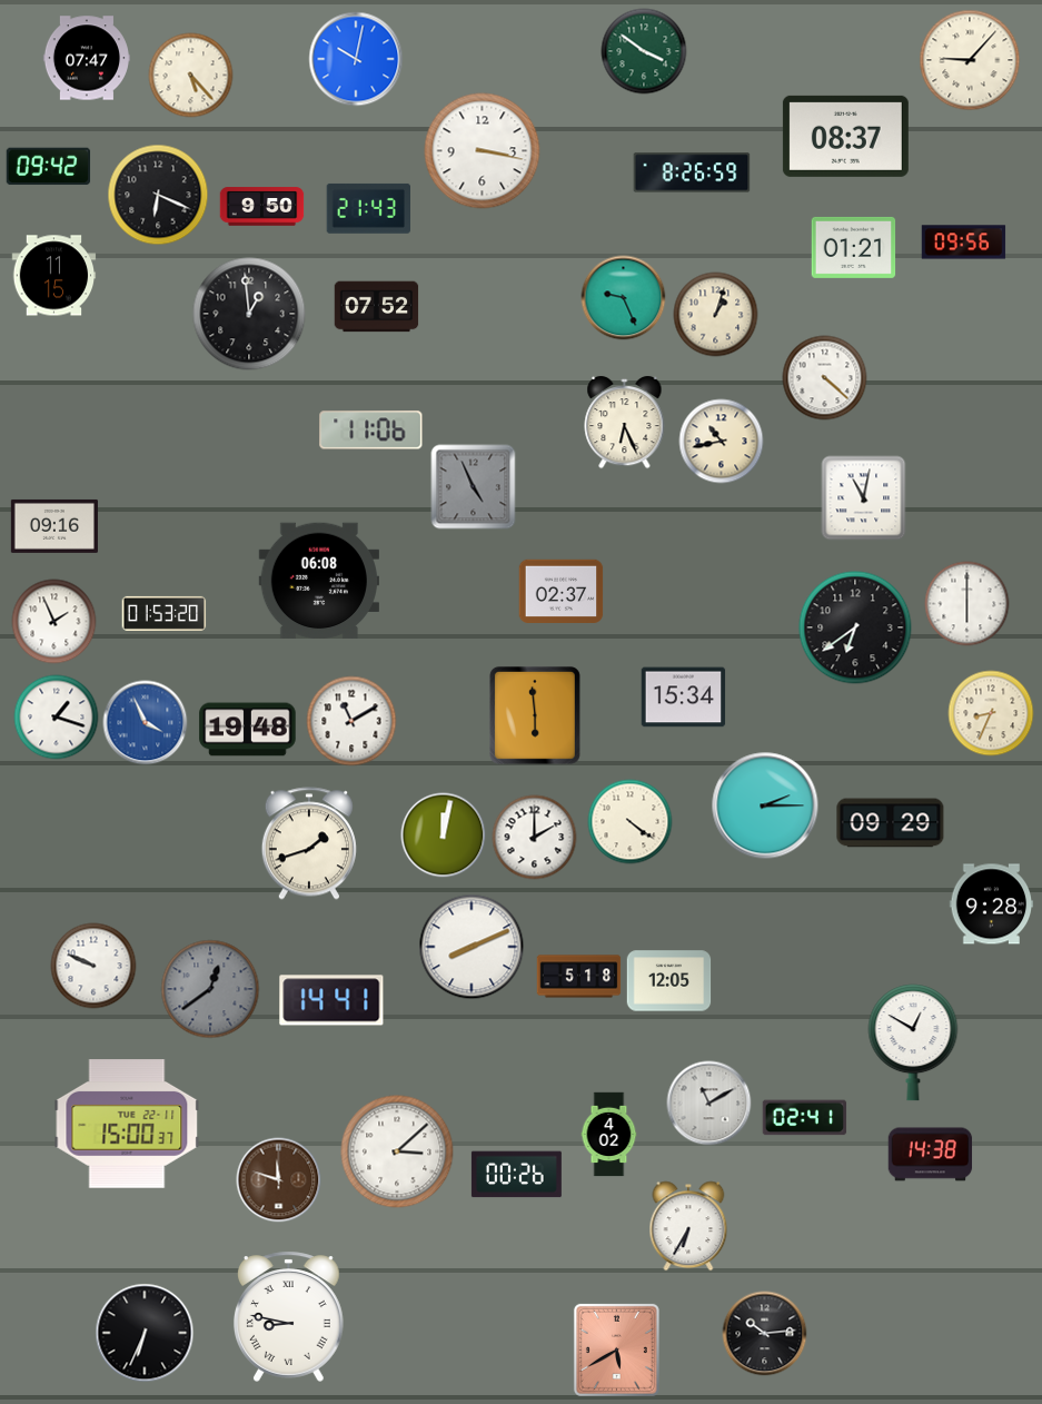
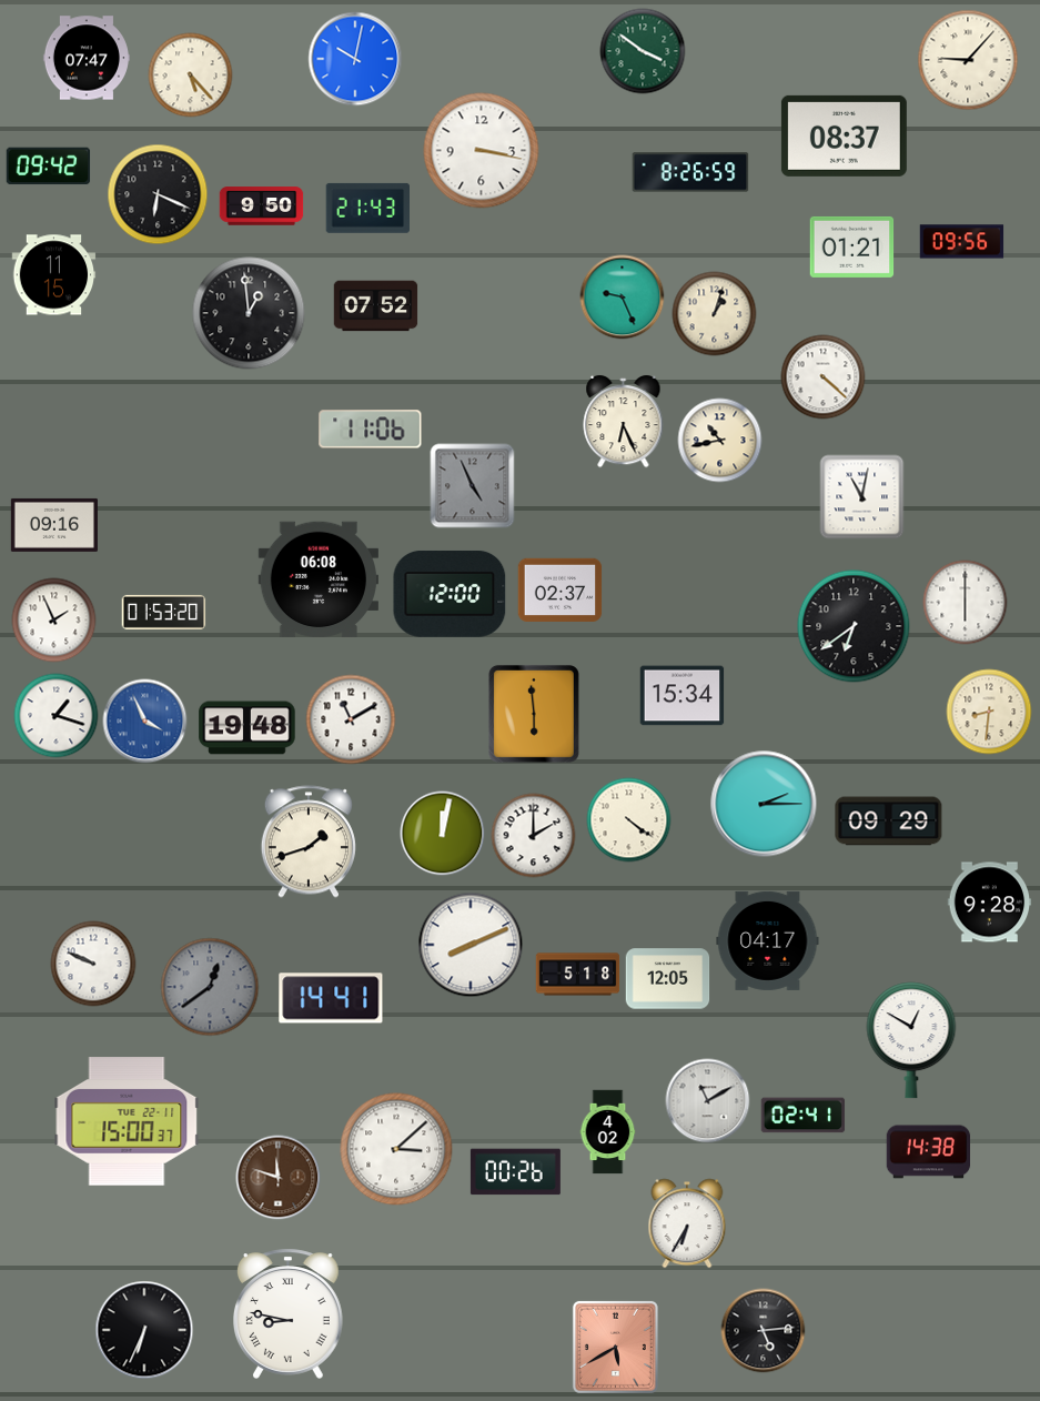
clock at (450, 594): none -> 12:00
clock at (991, 713): 8:34 -> 8:31
clock at (768, 940): none -> 04:17
clock at (765, 1334): 10:14 -> 5:14
